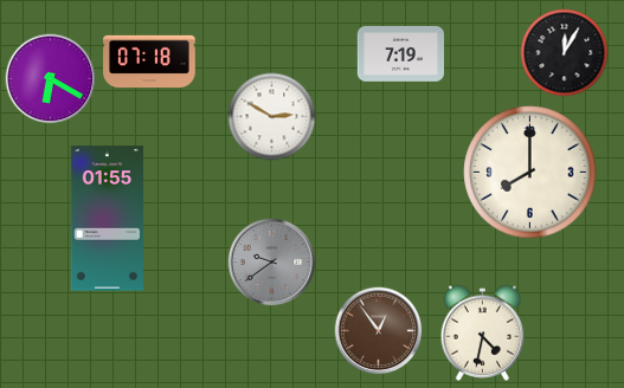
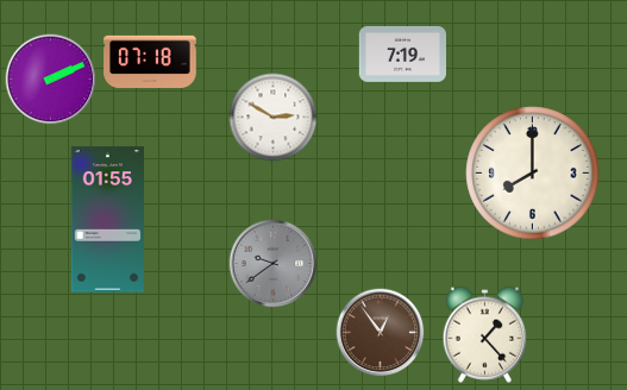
clock at (565, 53): 12:05 -> none
clock at (51, 79): 6:20 -> 2:11
clock at (483, 332): 4:32 -> 1:23
